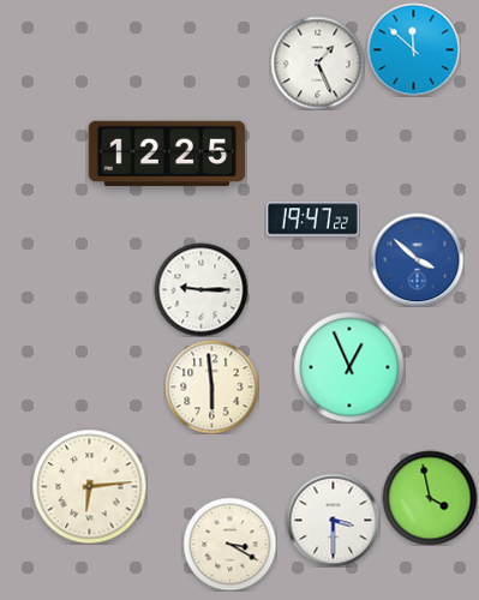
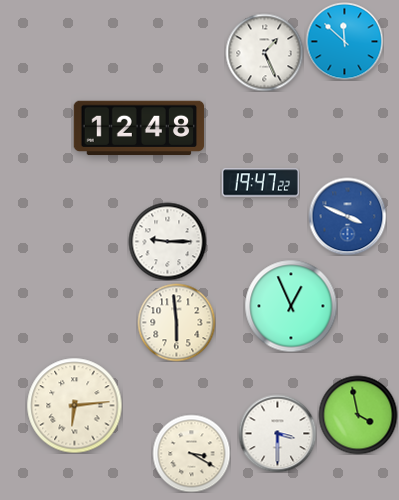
clock at (167, 154): 12:25 -> 12:48
clock at (417, 259): 3:52 -> 3:49
